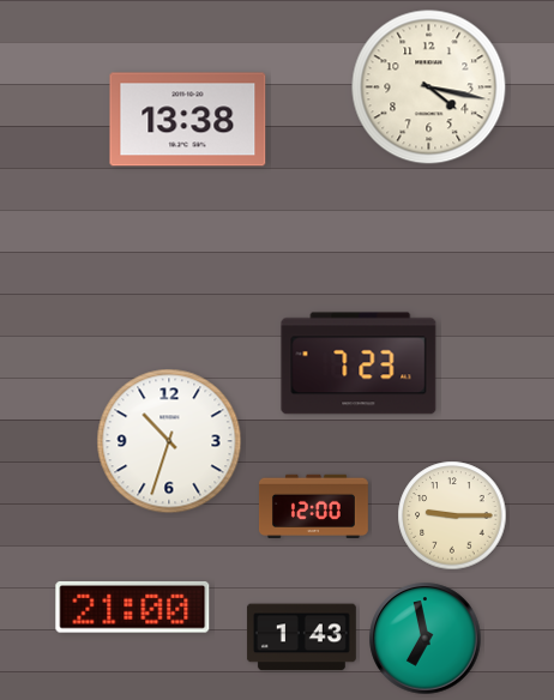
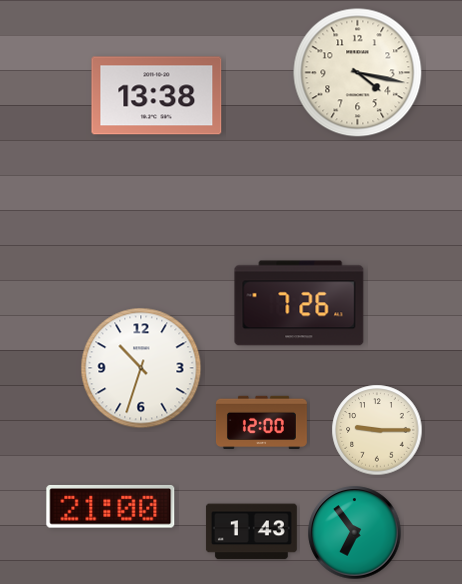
clock at (188, 120) position: (188, 120) -> (157, 96)
clock at (359, 363): 7:23 -> 7:26
clock at (426, 639): 6:58 -> 6:54
